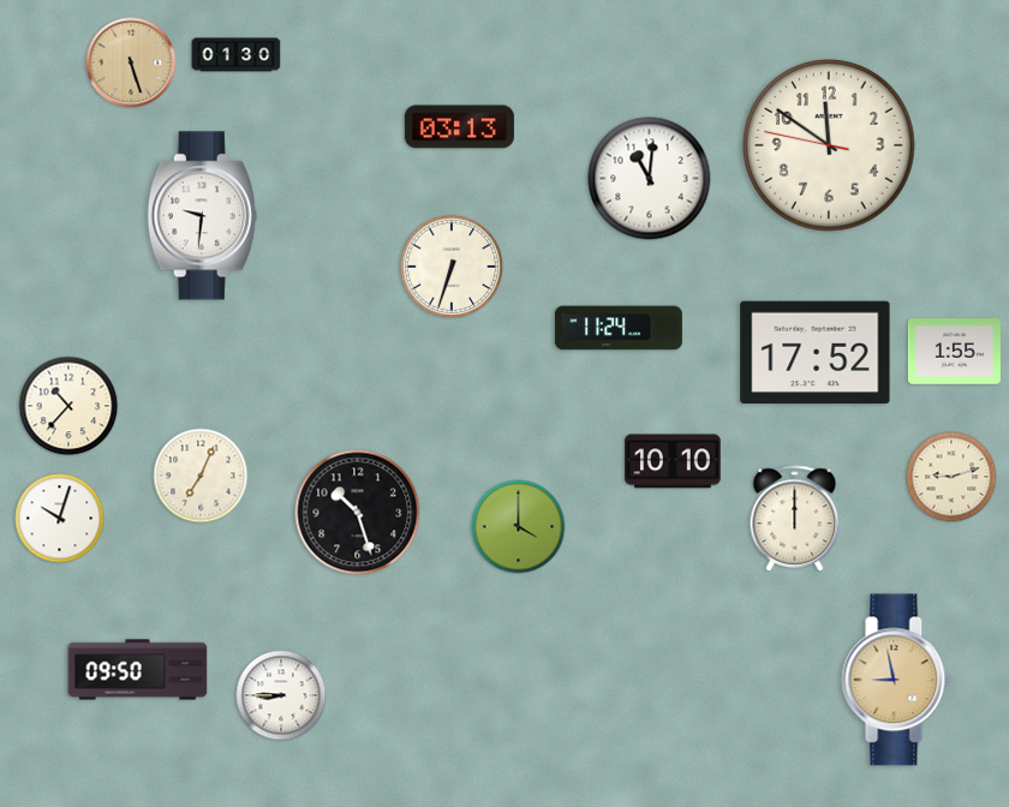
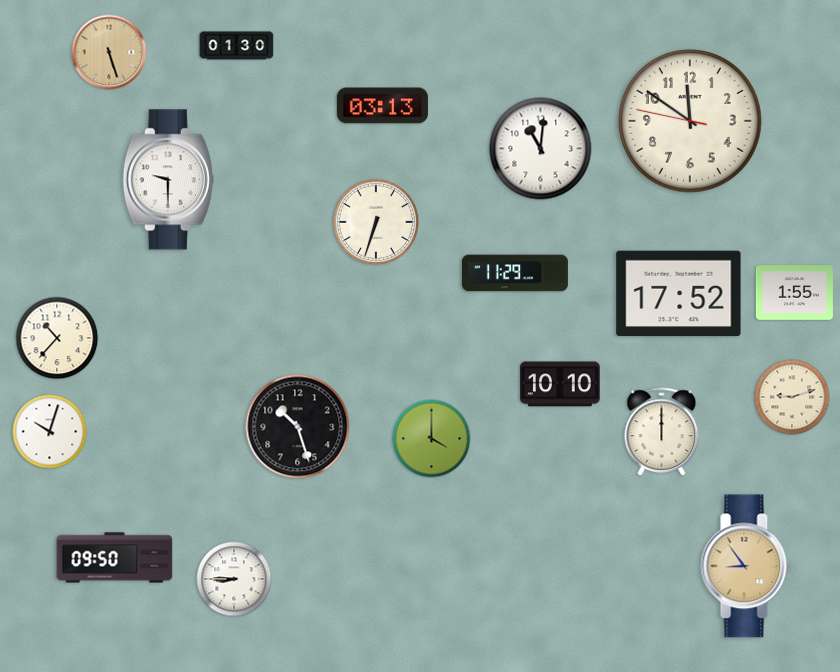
clock at (237, 55) position: (237, 55) -> (237, 46)
clock at (202, 216): 9:31 -> 9:30
clock at (619, 328): 11:24 -> 11:29
clock at (201, 476): 7:04 -> none
clock at (896, 680): 8:58 -> 8:54
